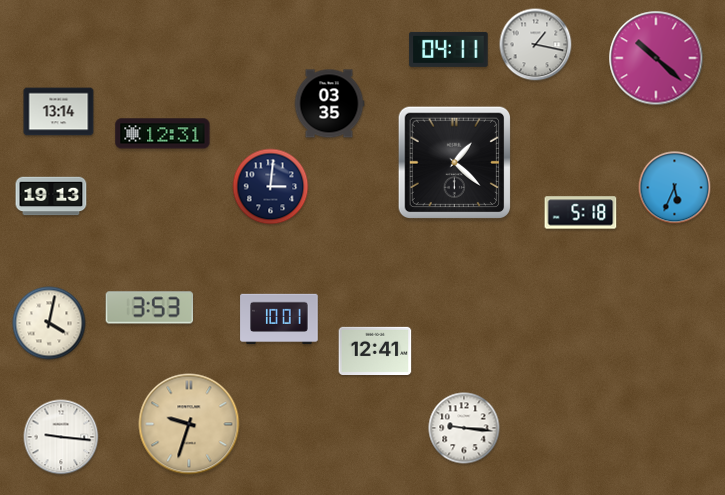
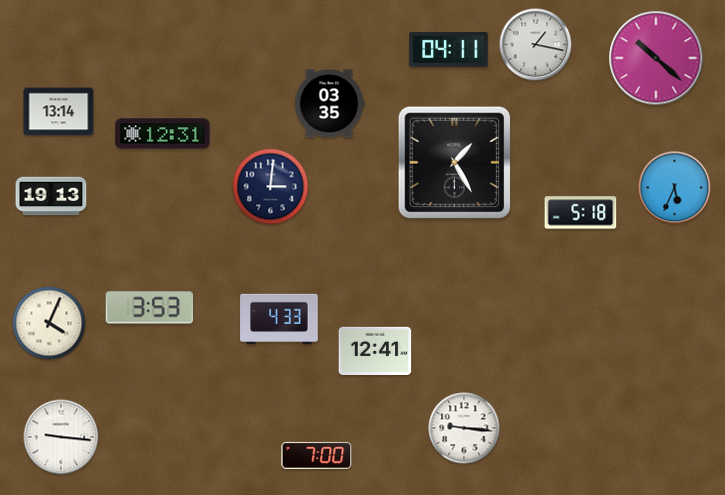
clock at (455, 163): 1:22 -> 1:25
clock at (279, 319): 10:01 -> 4:33
clock at (49, 323): 4:02 -> 4:04
clock at (189, 424): 9:33 -> none
clock at (317, 455): none -> 7:00
